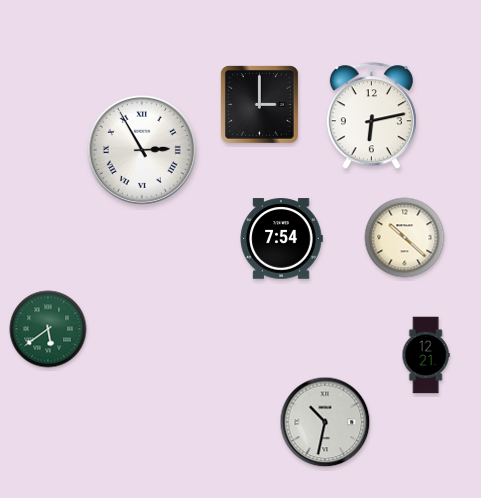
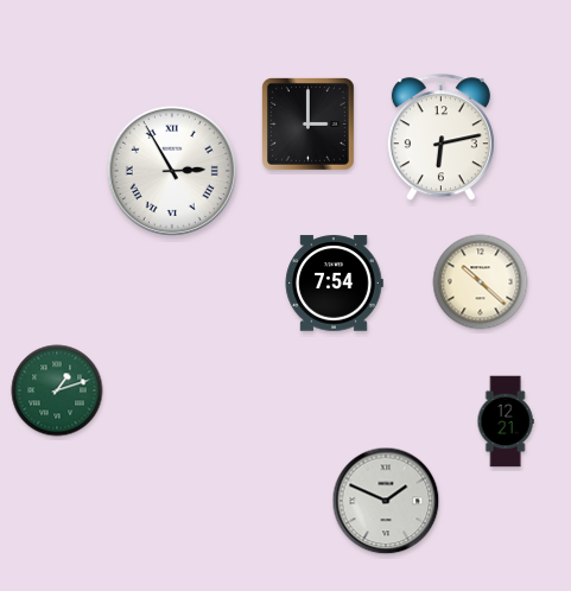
clock at (142, 150) position: (142, 150) -> (172, 171)
clock at (48, 329): 5:39 -> 1:12
clock at (325, 422): 10:32 -> 1:49
